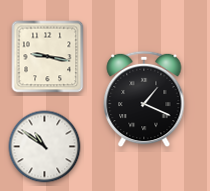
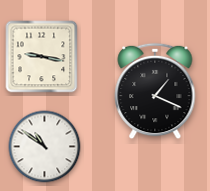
clock at (48, 57) position: (48, 57) -> (42, 57)
clock at (144, 99) position: (144, 99) -> (155, 91)
